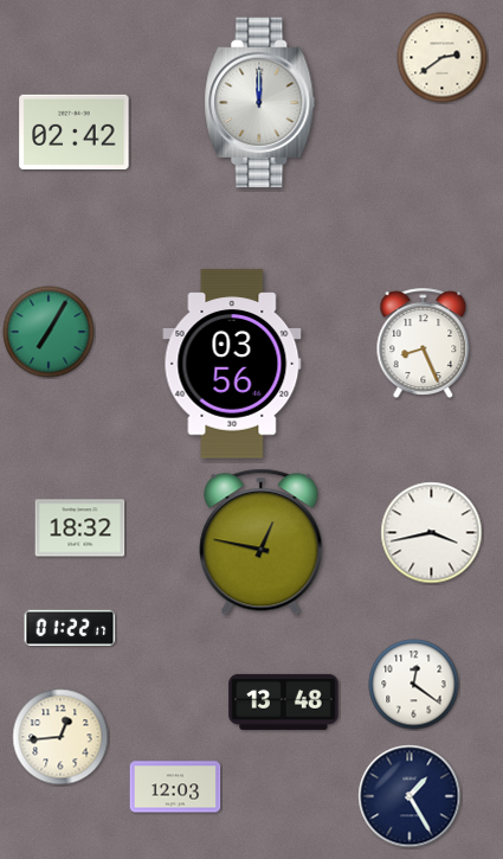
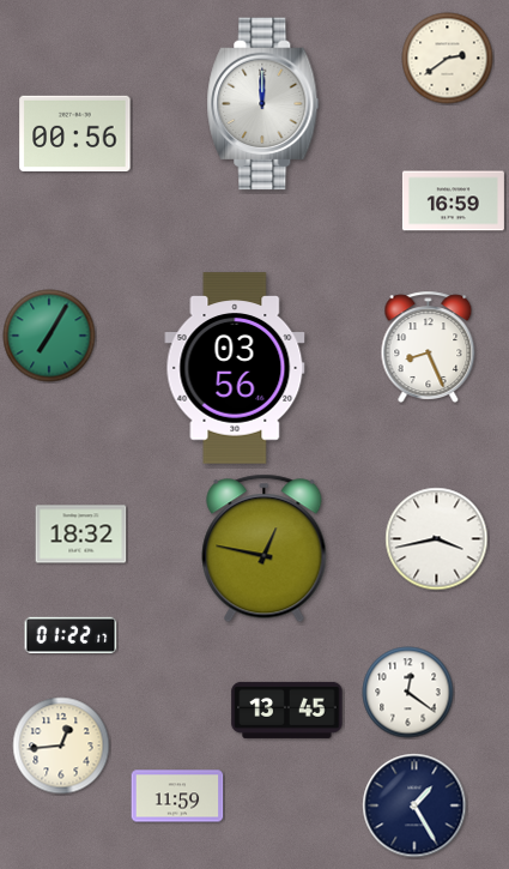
clock at (75, 132): 02:42 -> 00:56
clock at (453, 201): none -> 16:59
clock at (414, 685) position: (414, 685) -> (408, 693)
clock at (284, 701): 13:48 -> 13:45
clock at (175, 787): 12:03 -> 11:59
